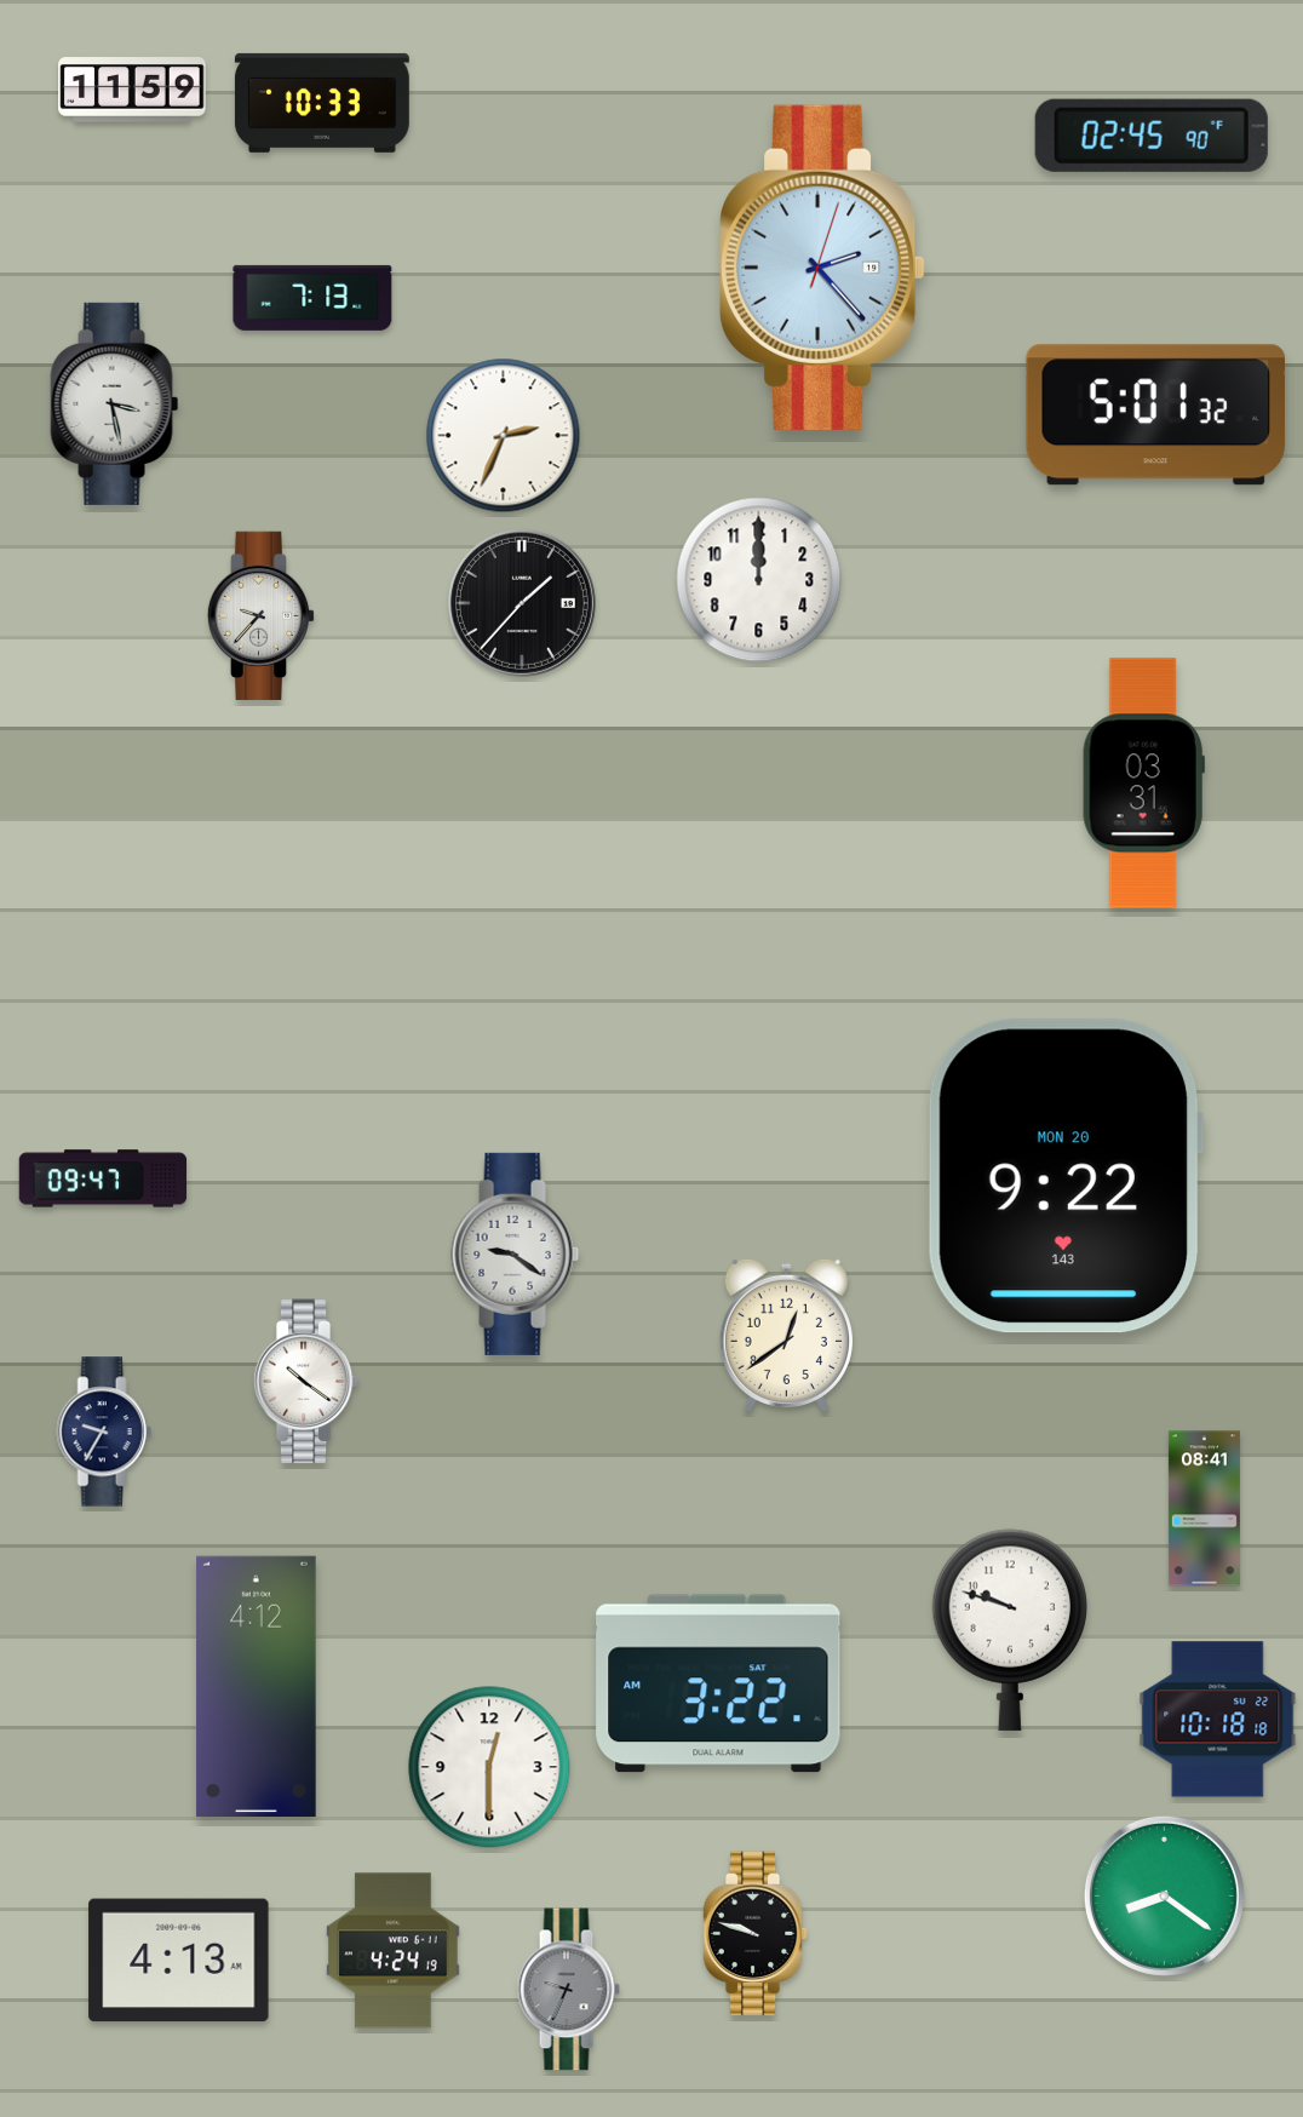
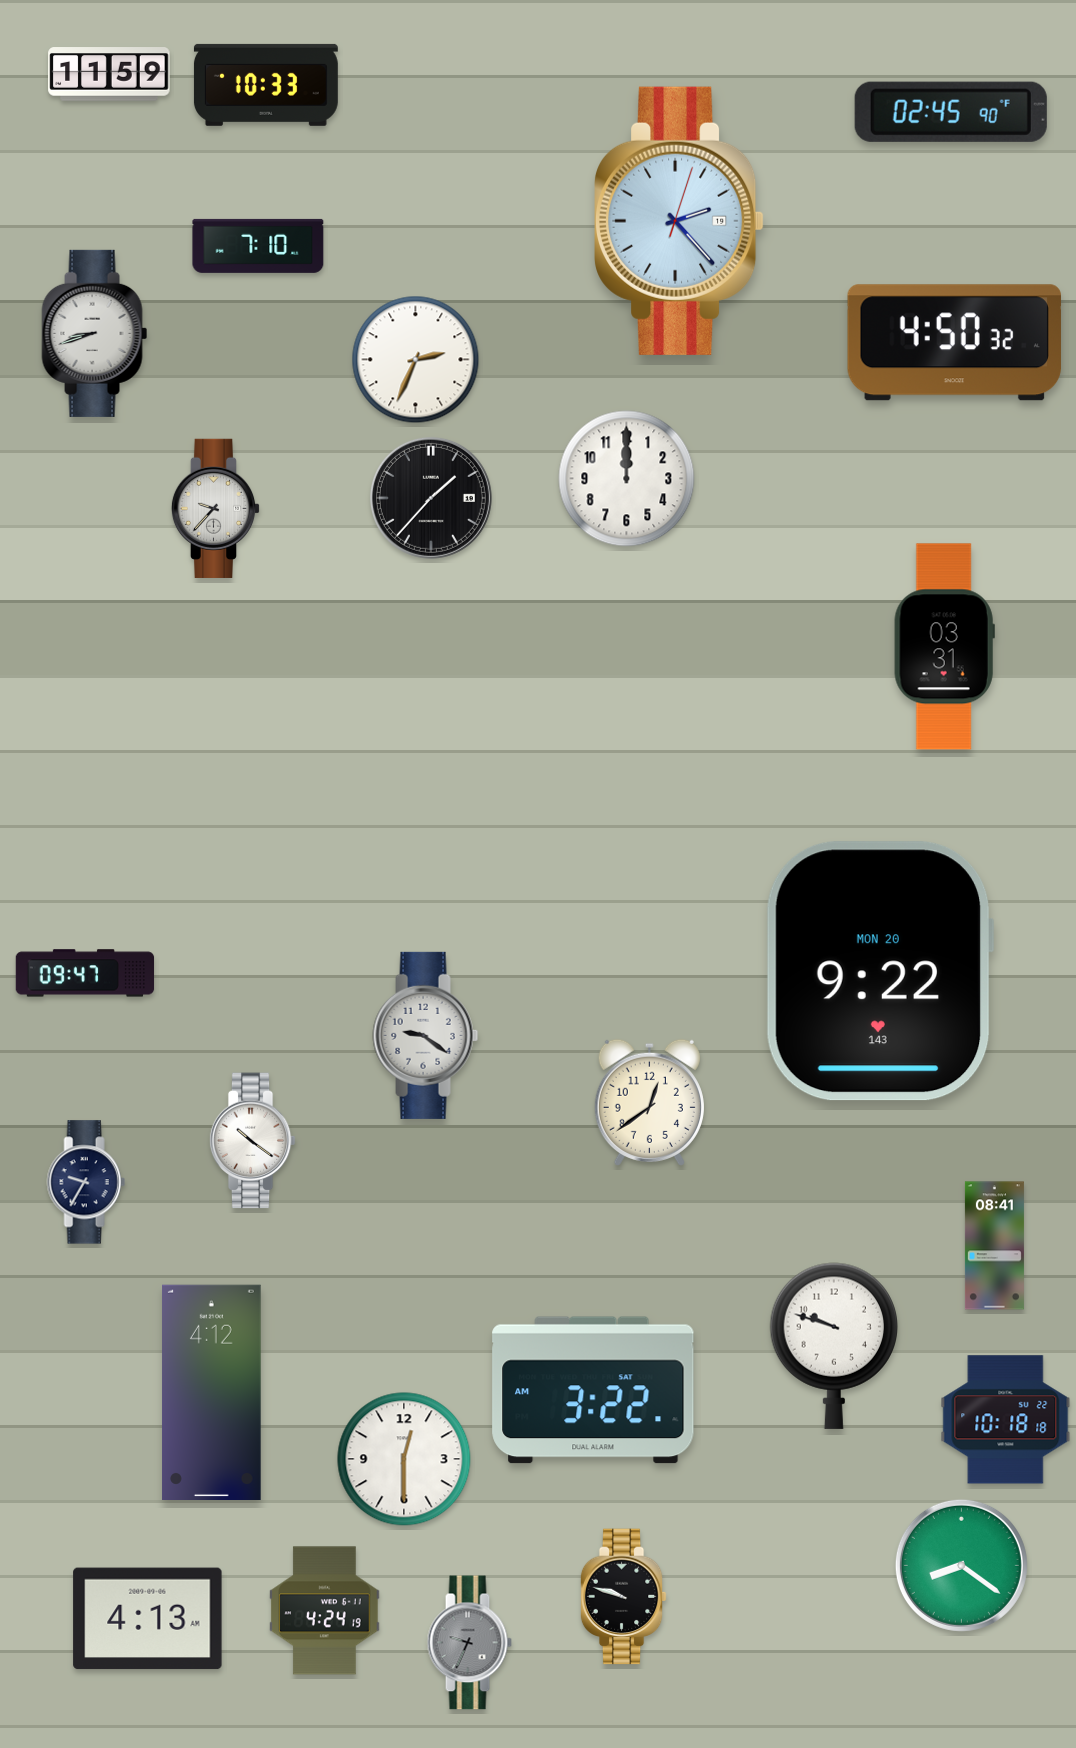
clock at (312, 298): 7:13 -> 7:10
clock at (115, 403): 3:28 -> 8:42
clock at (1155, 415): 5:01 -> 4:50
